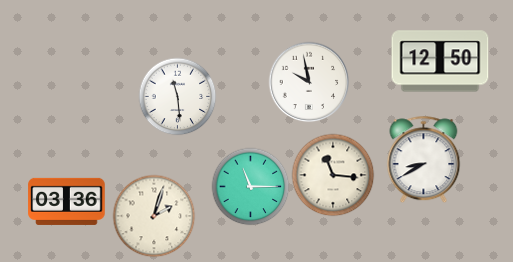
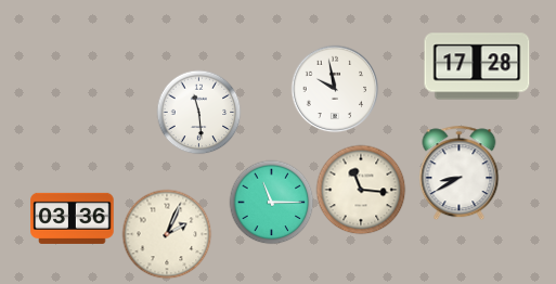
clock at (440, 61): 12:50 -> 17:28
clock at (177, 96) position: (177, 96) -> (198, 112)
clock at (154, 216): 2:03 -> 2:04
